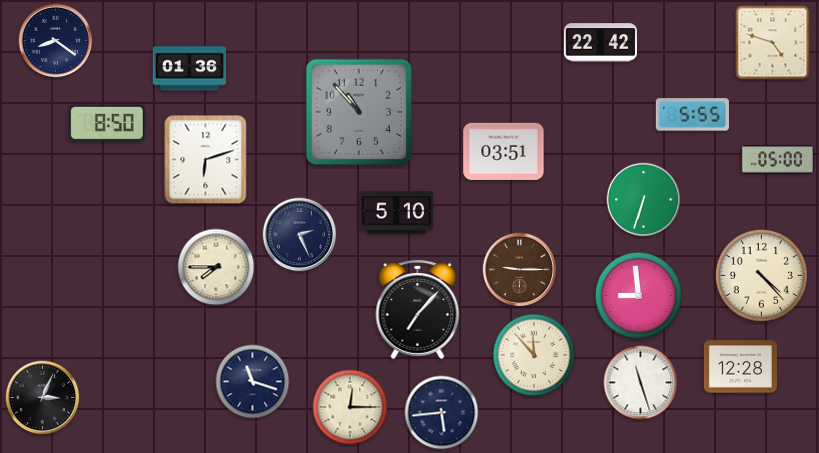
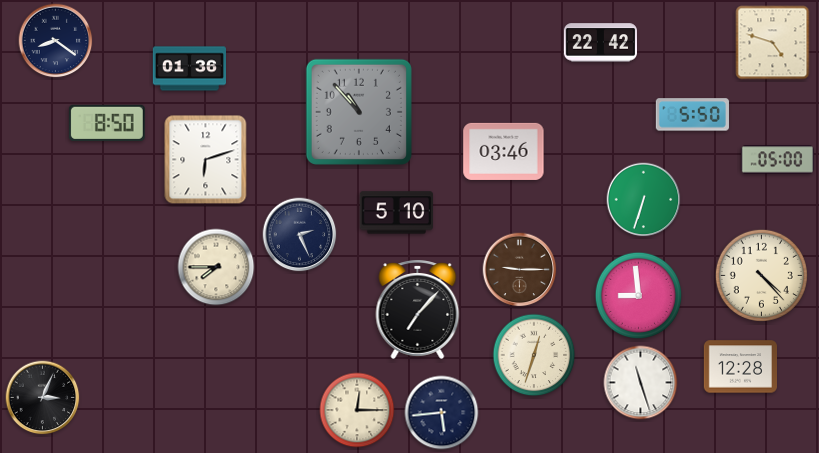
clock at (692, 115): 5:55 -> 5:50
clock at (504, 151): 03:51 -> 03:46
clock at (534, 355): 11:53 -> 12:33
clock at (253, 382): 11:18 -> none
clock at (350, 407) position: (350, 407) -> (357, 410)
